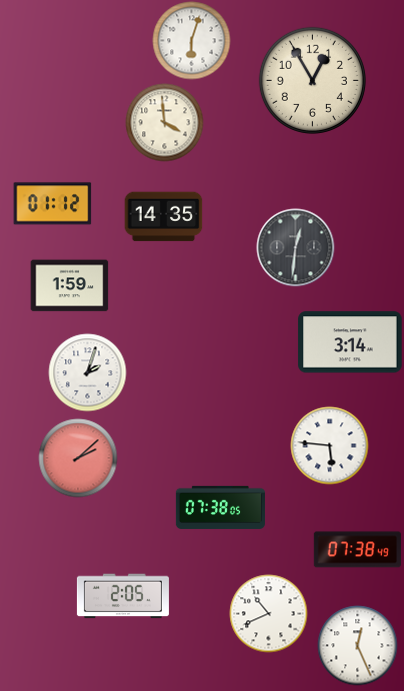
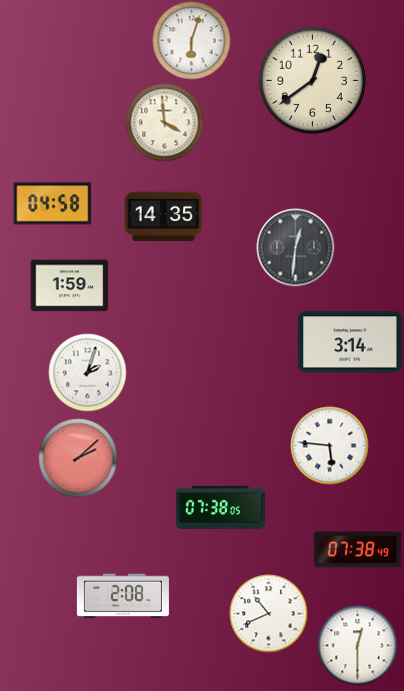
clock at (312, 80): 12:55 -> 12:39
clock at (52, 204): 01:12 -> 04:58
clock at (123, 596): 2:05 -> 2:08
clock at (357, 645): 12:26 -> 12:30
